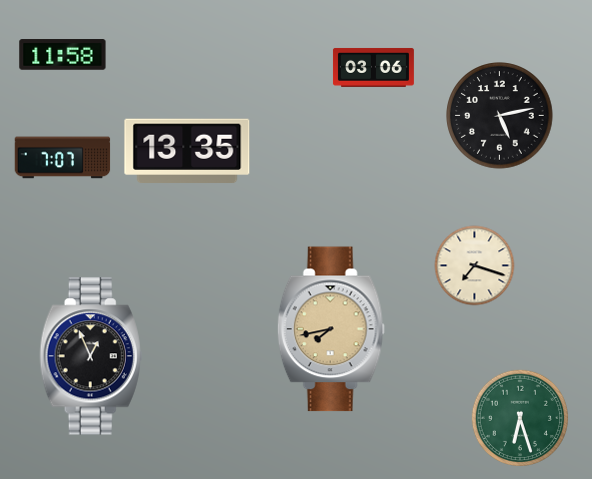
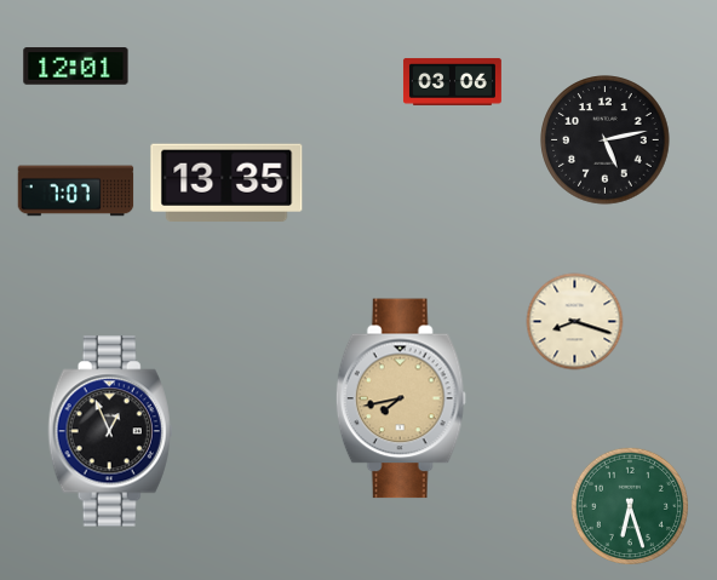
clock at (63, 55): 11:58 -> 12:01
clock at (475, 266): 7:18 -> 8:18
